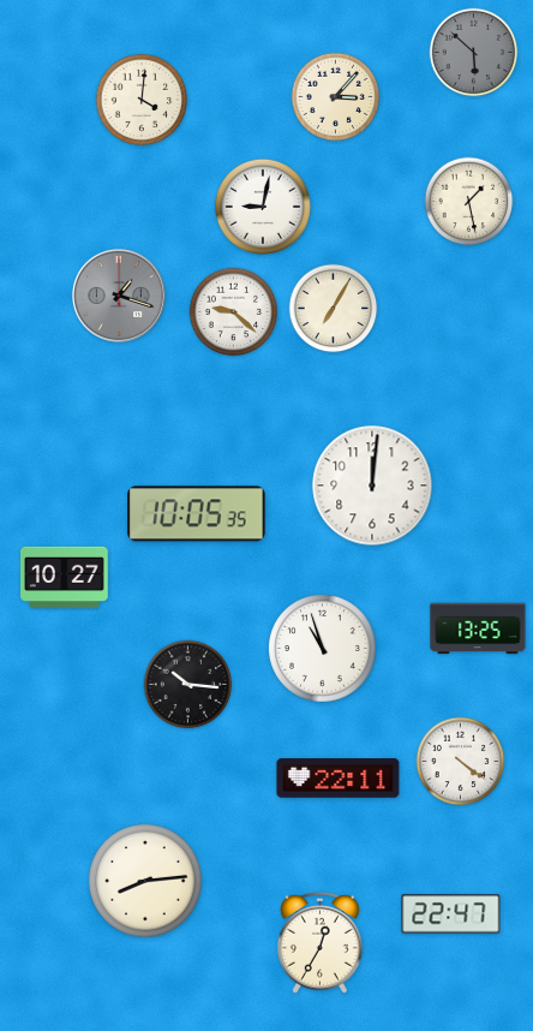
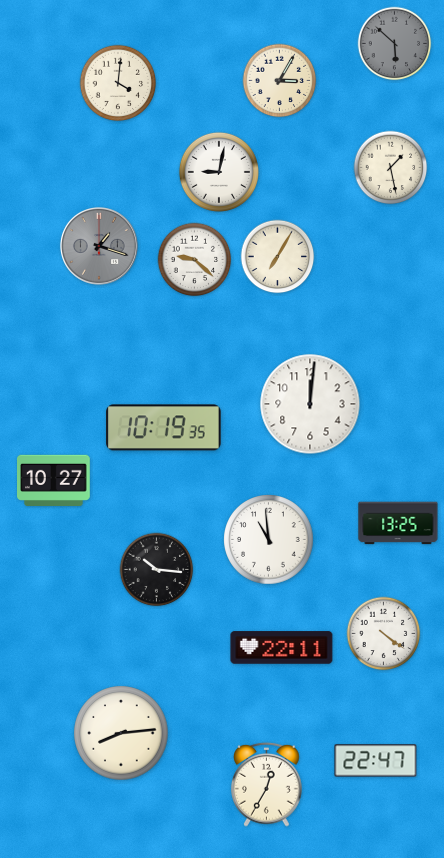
clock at (336, 97): 3:07 -> 3:05
clock at (197, 514): 10:05 -> 10:19
clock at (323, 649): 10:57 -> 10:59
